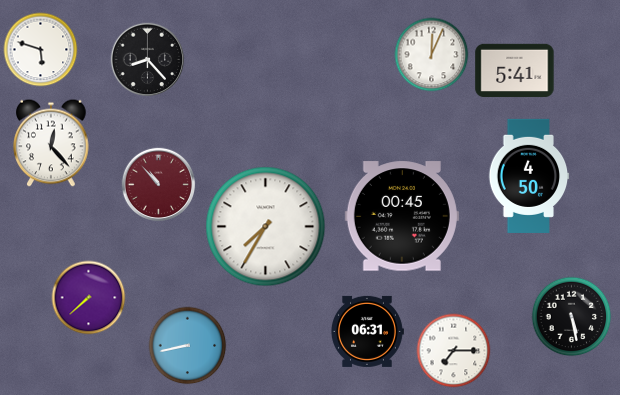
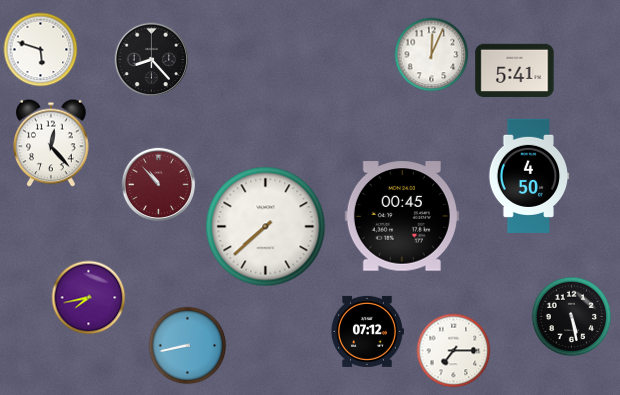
clock at (148, 60) position: (148, 60) -> (152, 60)
clock at (266, 227): 7:35 -> 7:38
clock at (89, 298): 7:38 -> 7:43
clock at (367, 331): 06:31 -> 07:12
